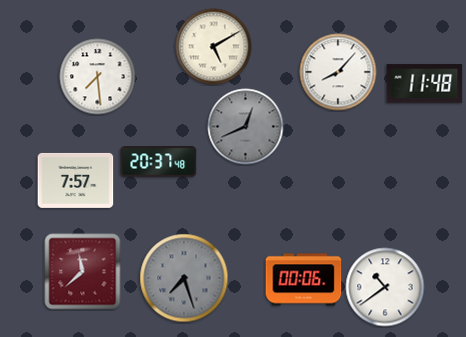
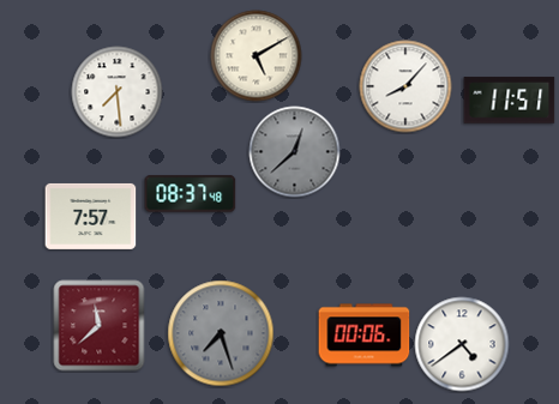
clock at (425, 84): 11:48 -> 11:51
clock at (246, 127): 12:41 -> 12:38
clock at (159, 162): 20:37 -> 08:37
clock at (385, 287): 10:39 -> 4:39
